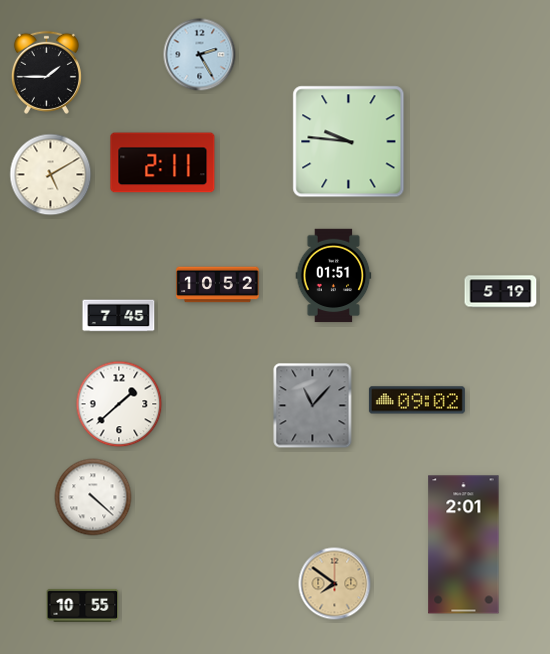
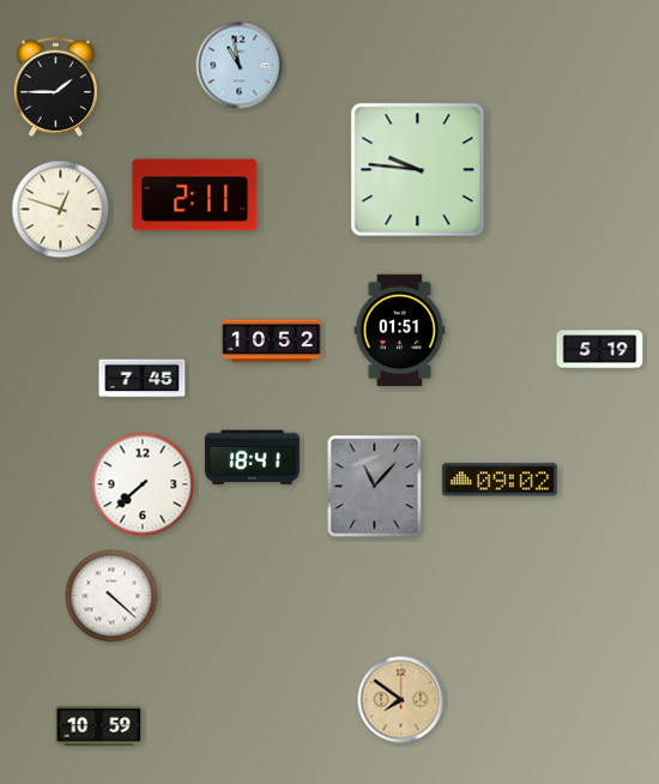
clock at (200, 55): 2:25 -> 10:58
clock at (51, 175): 5:10 -> 12:48
clock at (218, 285) position: (218, 285) -> (272, 342)
clock at (252, 458): none -> 18:41
clock at (119, 404): 1:38 -> 7:38
clock at (464, 545): 2:01 -> none
clock at (83, 605): 10:55 -> 10:59
